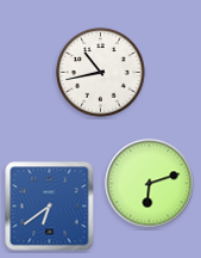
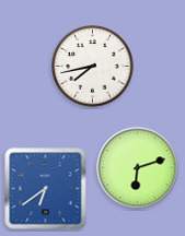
clock at (101, 73): 10:43 -> 7:43
